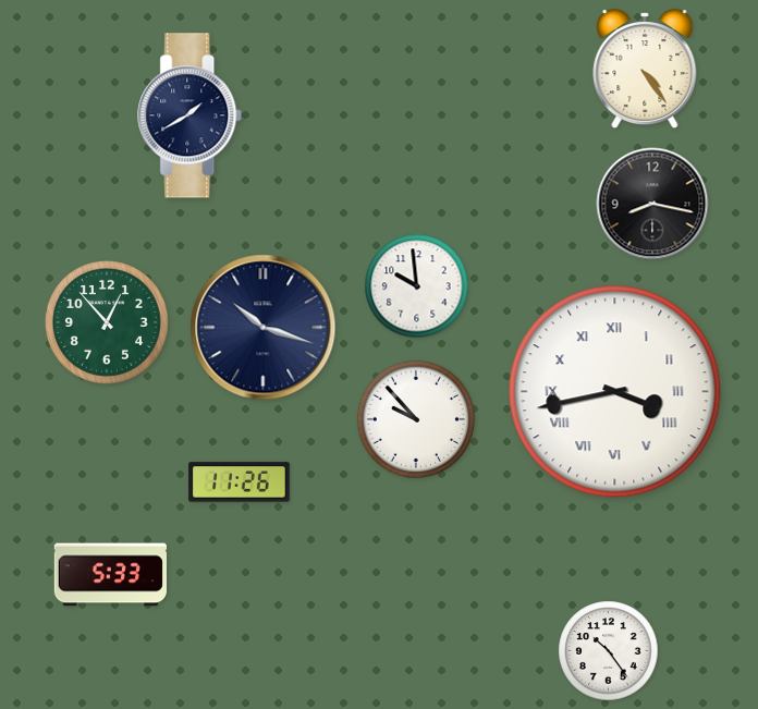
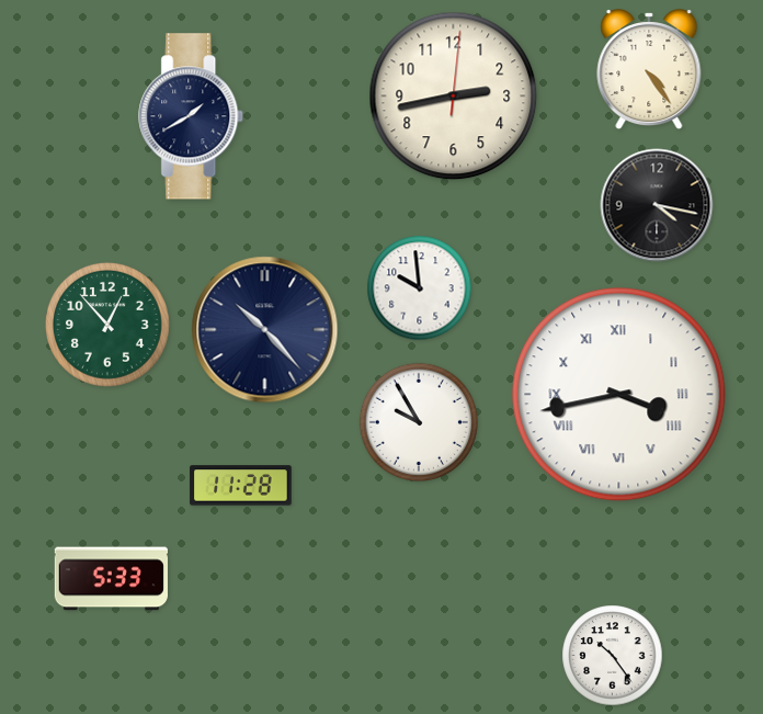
clock at (454, 97): none -> 2:43
clock at (652, 204): 8:17 -> 4:17
clock at (264, 328): 10:18 -> 10:23
clock at (415, 418): 9:53 -> 9:55
clock at (240, 482): 11:26 -> 11:28
